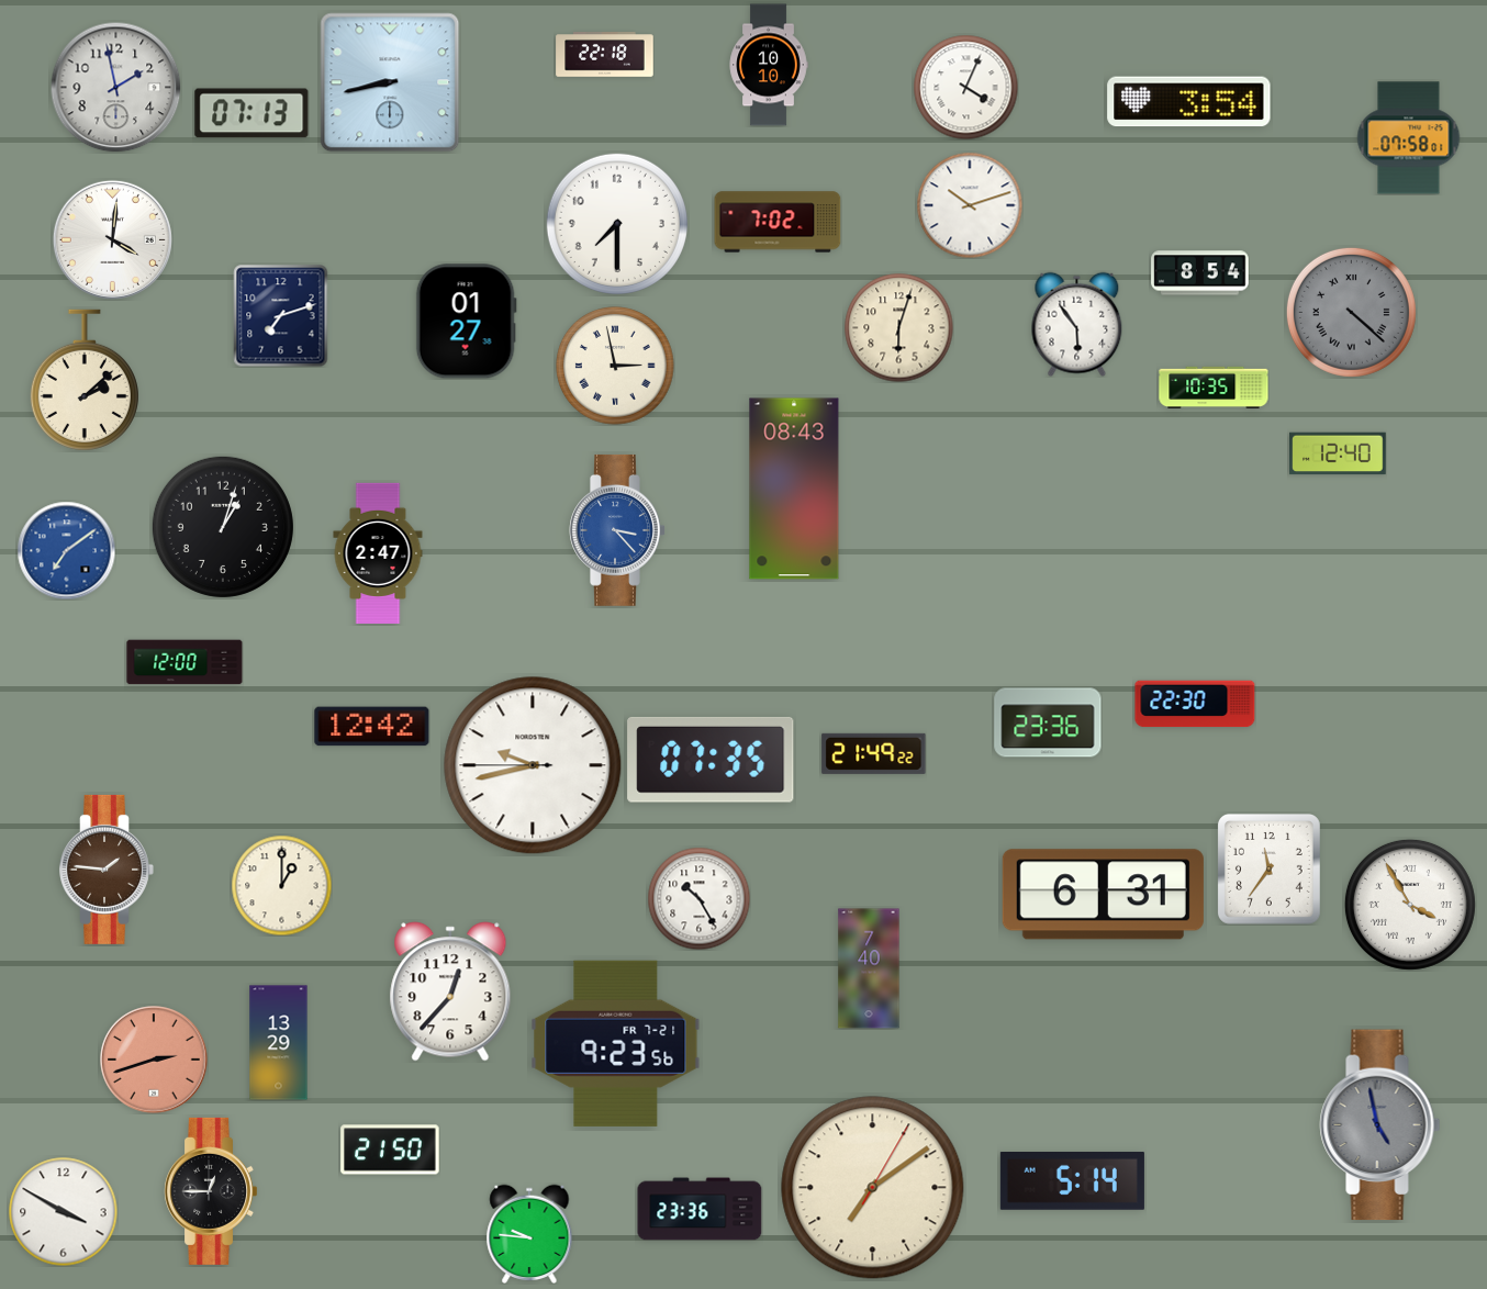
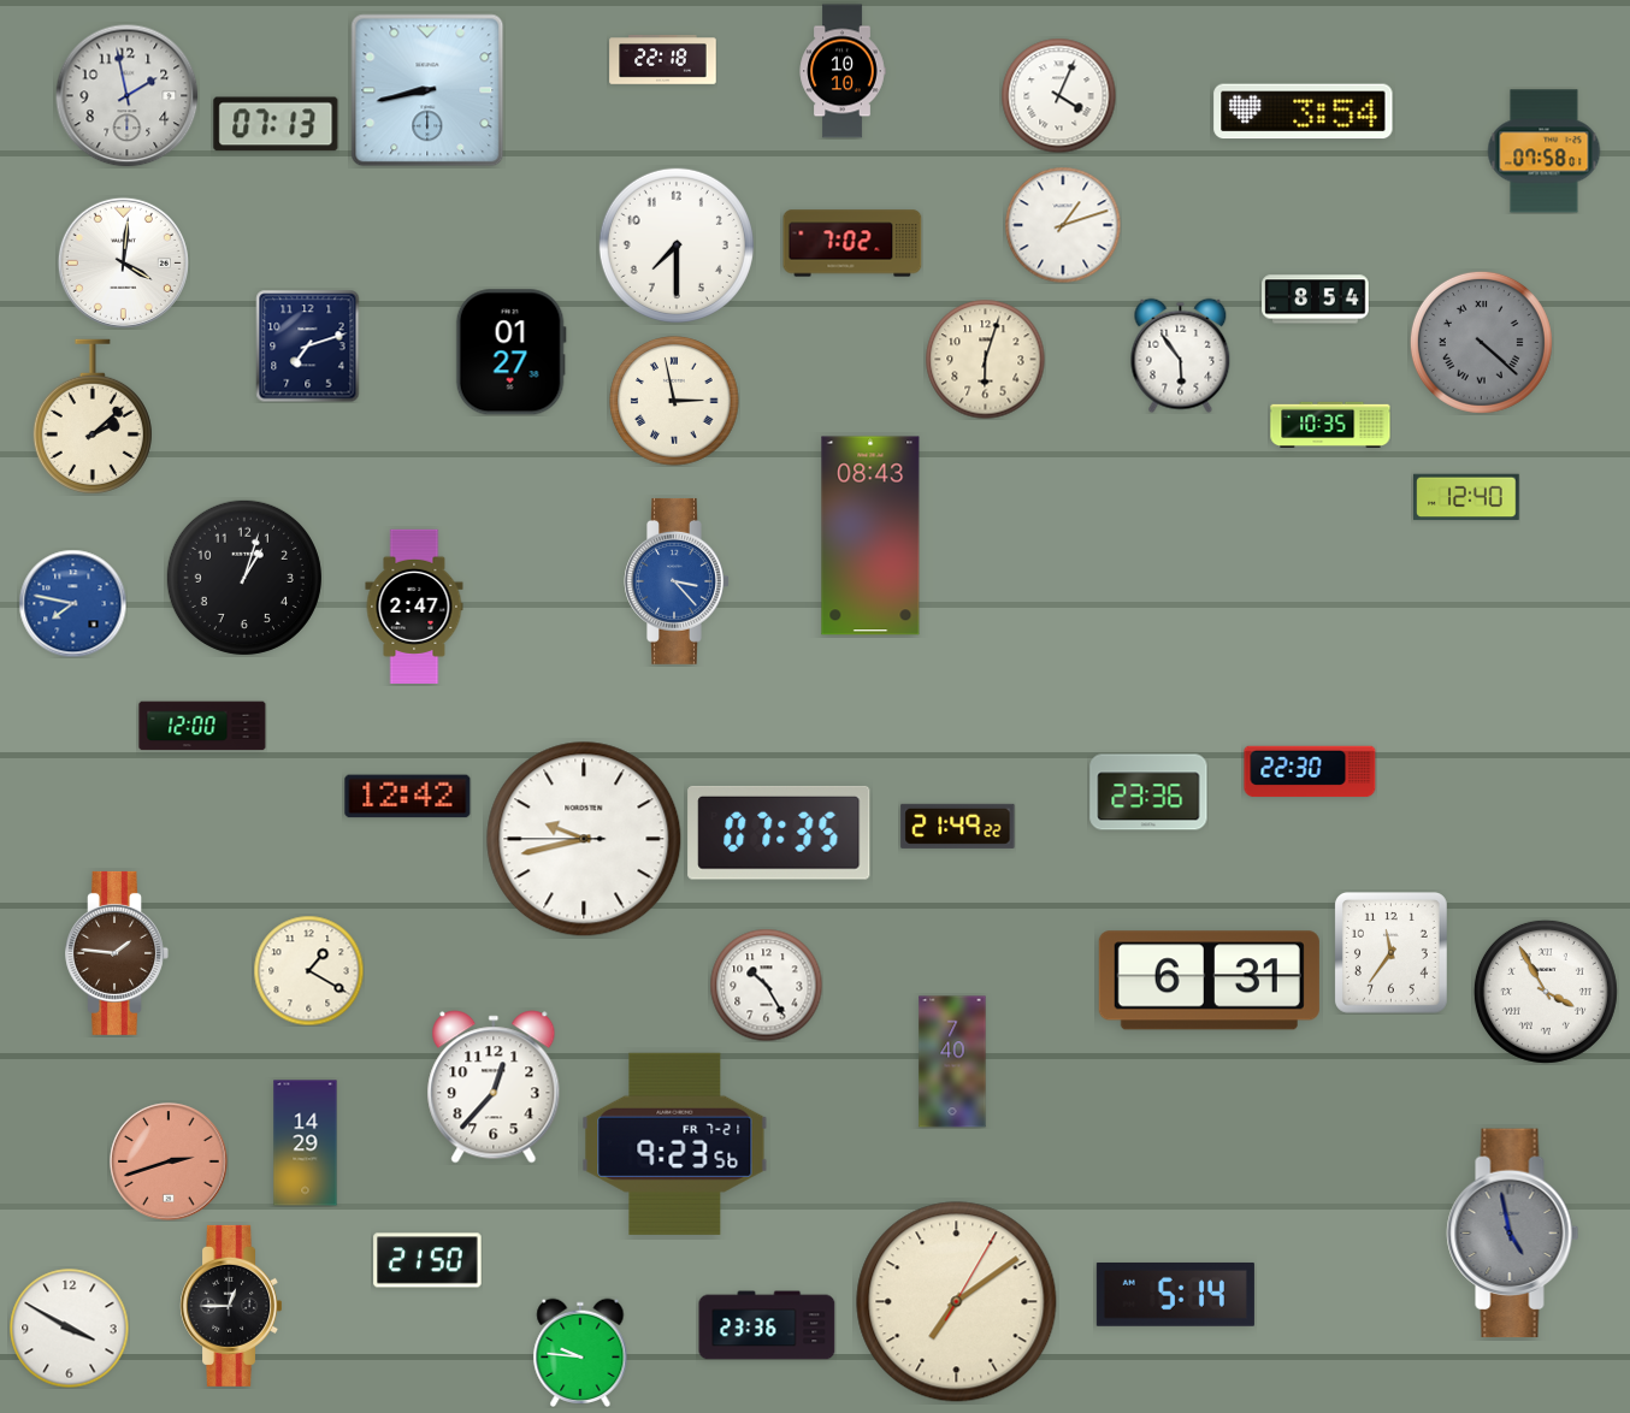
clock at (970, 205): 10:12 -> 1:12
clock at (66, 550): 7:09 -> 7:47
clock at (281, 885): 1:00 -> 1:20
clock at (279, 1043): 13:29 -> 14:29
